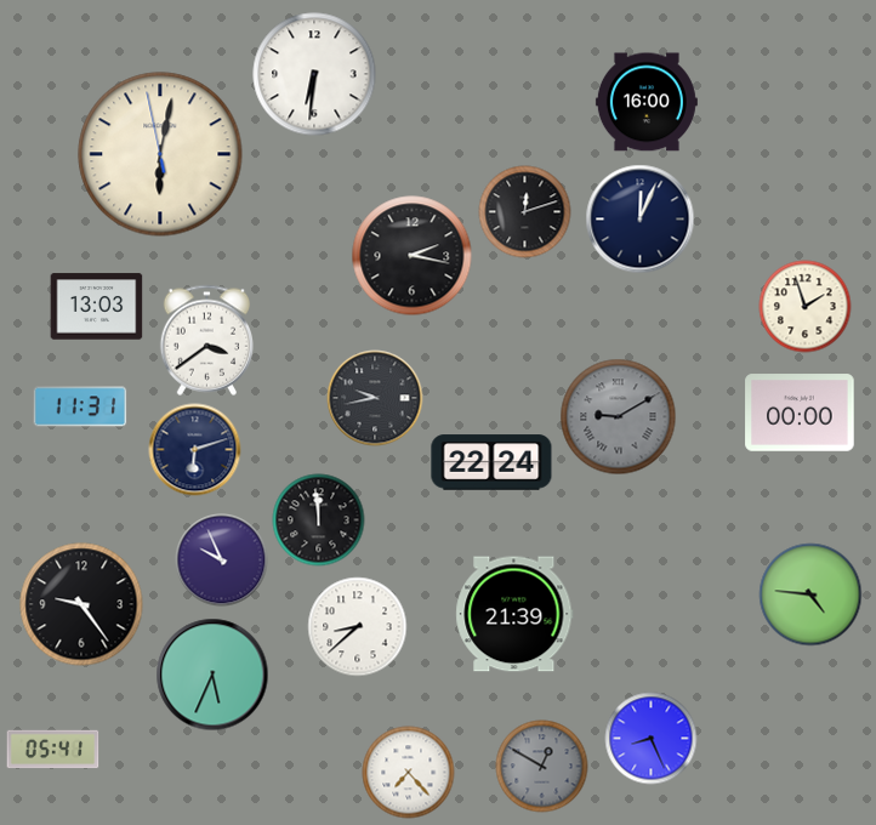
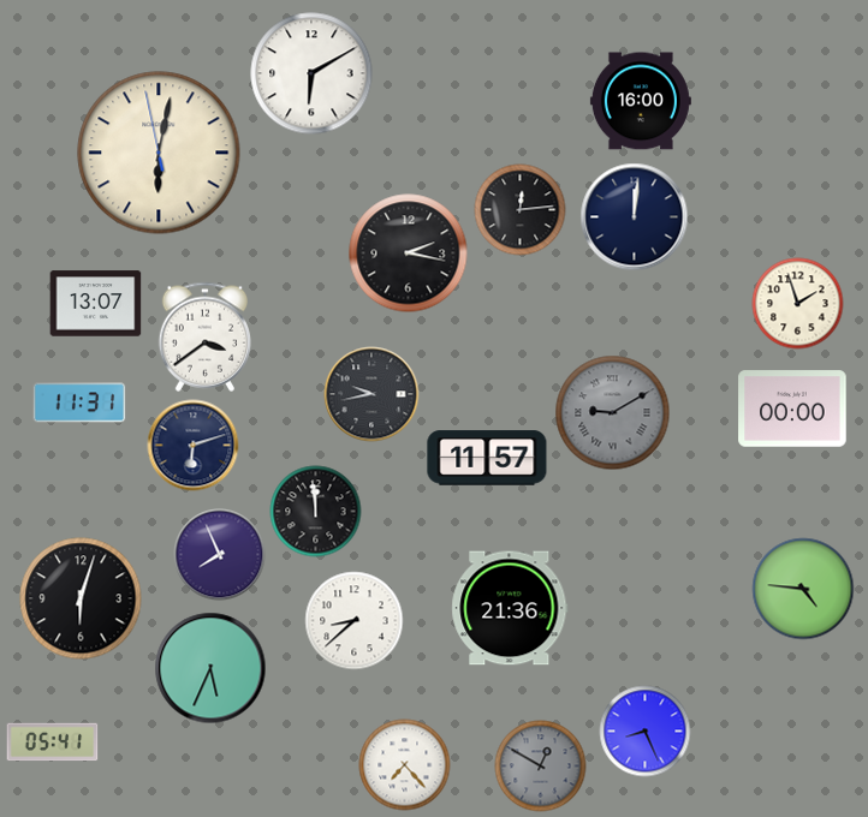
clock at (314, 74): 6:31 -> 6:10
clock at (525, 212): 12:12 -> 12:14
clock at (641, 220): 12:04 -> 12:01
clock at (97, 307): 13:03 -> 13:07
clock at (491, 462): 22:24 -> 11:57
clock at (319, 520) position: (319, 520) -> (316, 512)
clock at (222, 561): 9:56 -> 7:56
clock at (81, 604): 9:24 -> 6:03
clock at (514, 614): 21:39 -> 21:36
clock at (542, 767) position: (542, 767) -> (541, 767)
